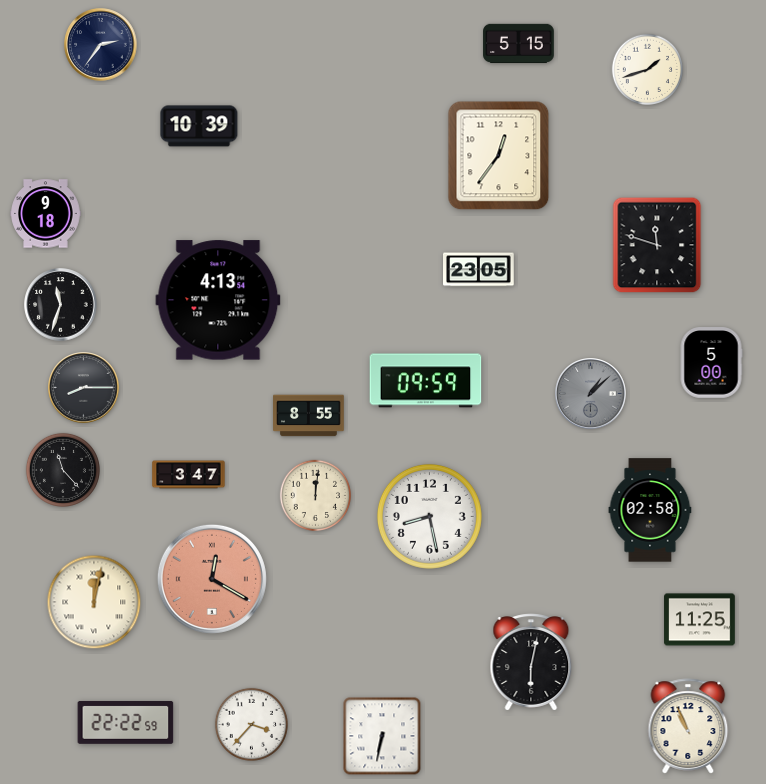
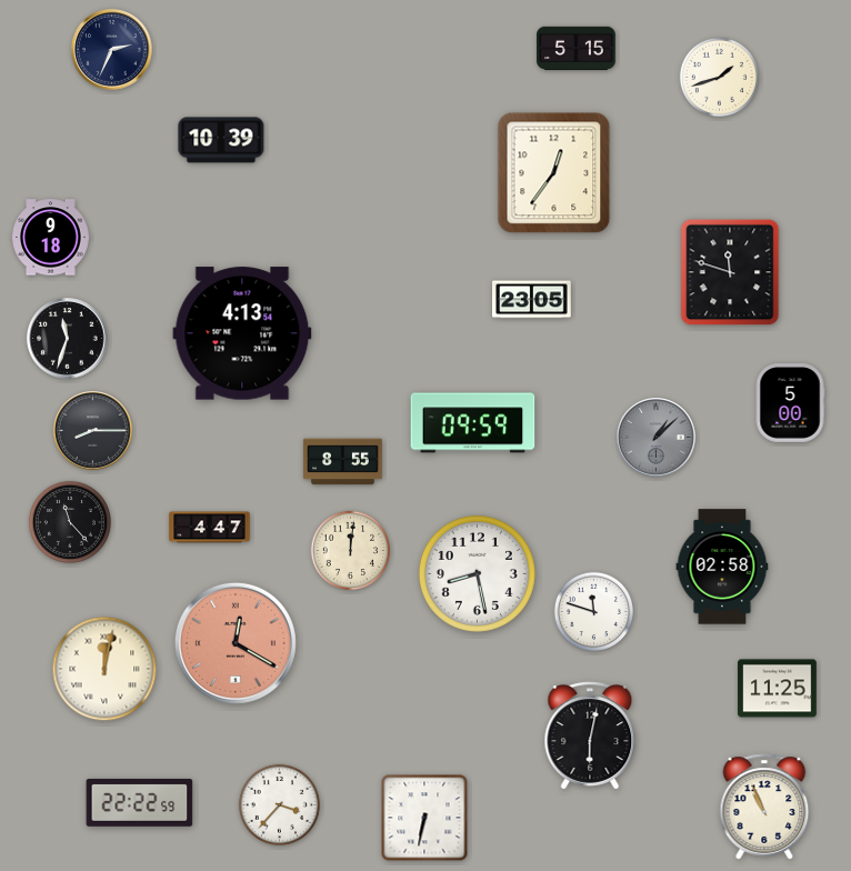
clock at (101, 45): 2:36 -> 2:34
clock at (189, 475): 3:47 -> 4:47
clock at (594, 612): none -> 11:48
